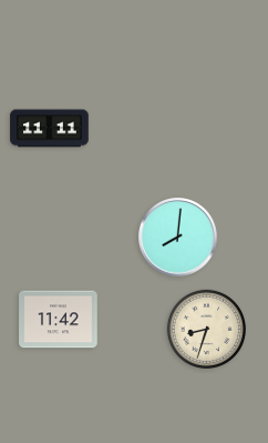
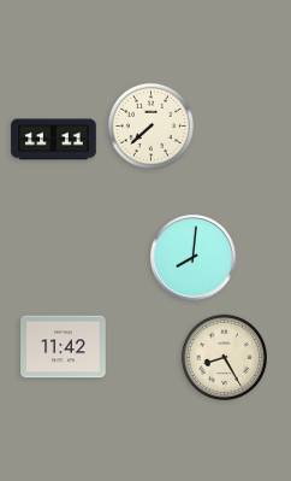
clock at (150, 125): none -> 7:38
clock at (206, 329): 8:33 -> 8:25
